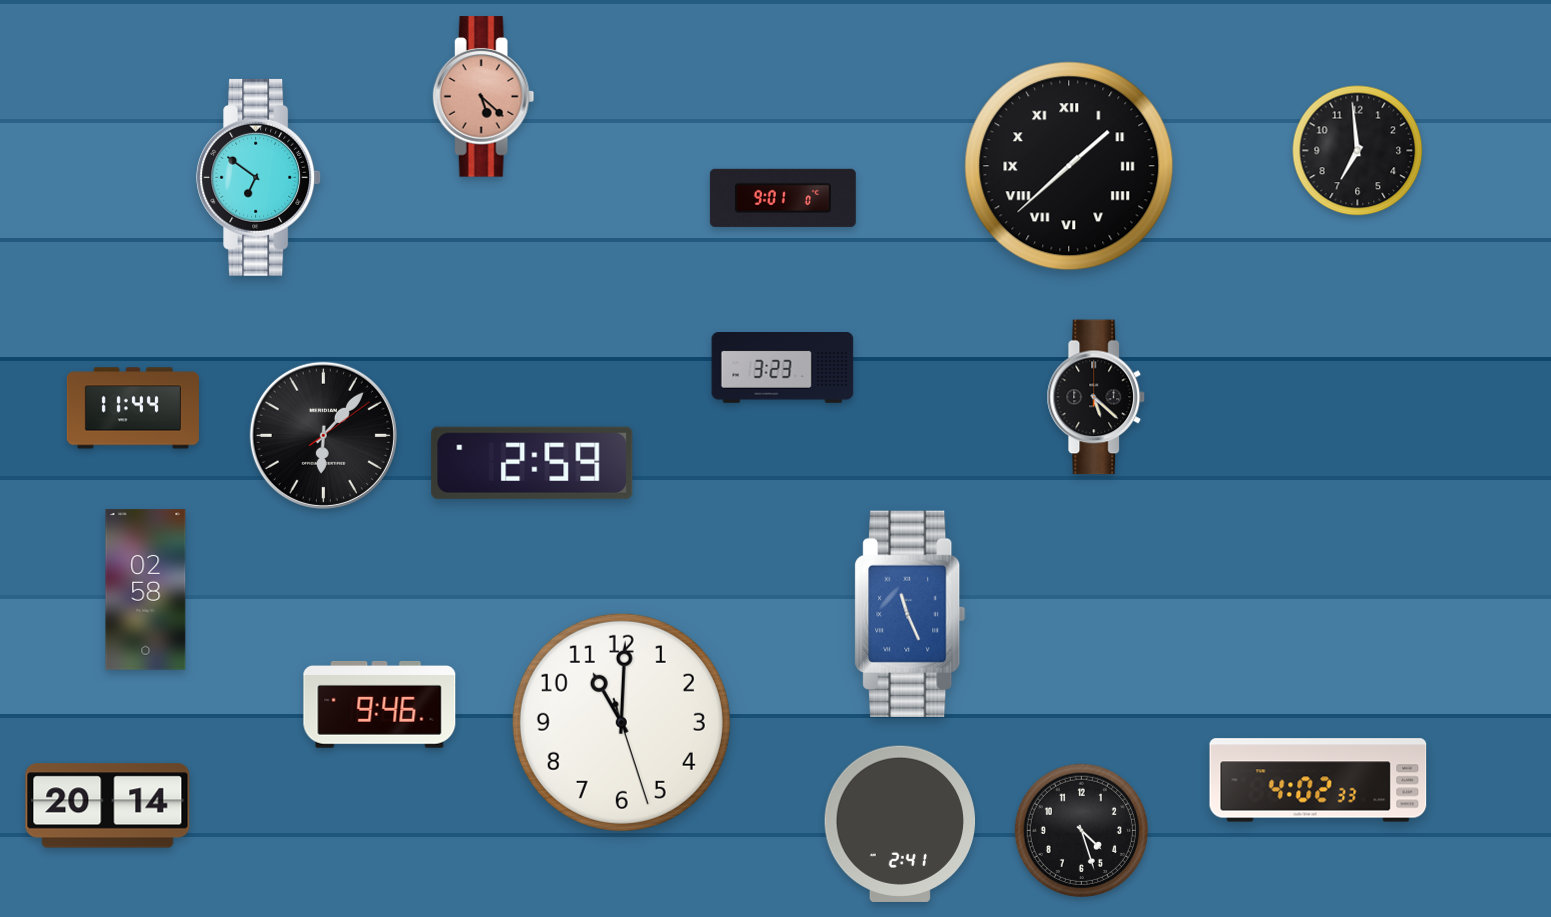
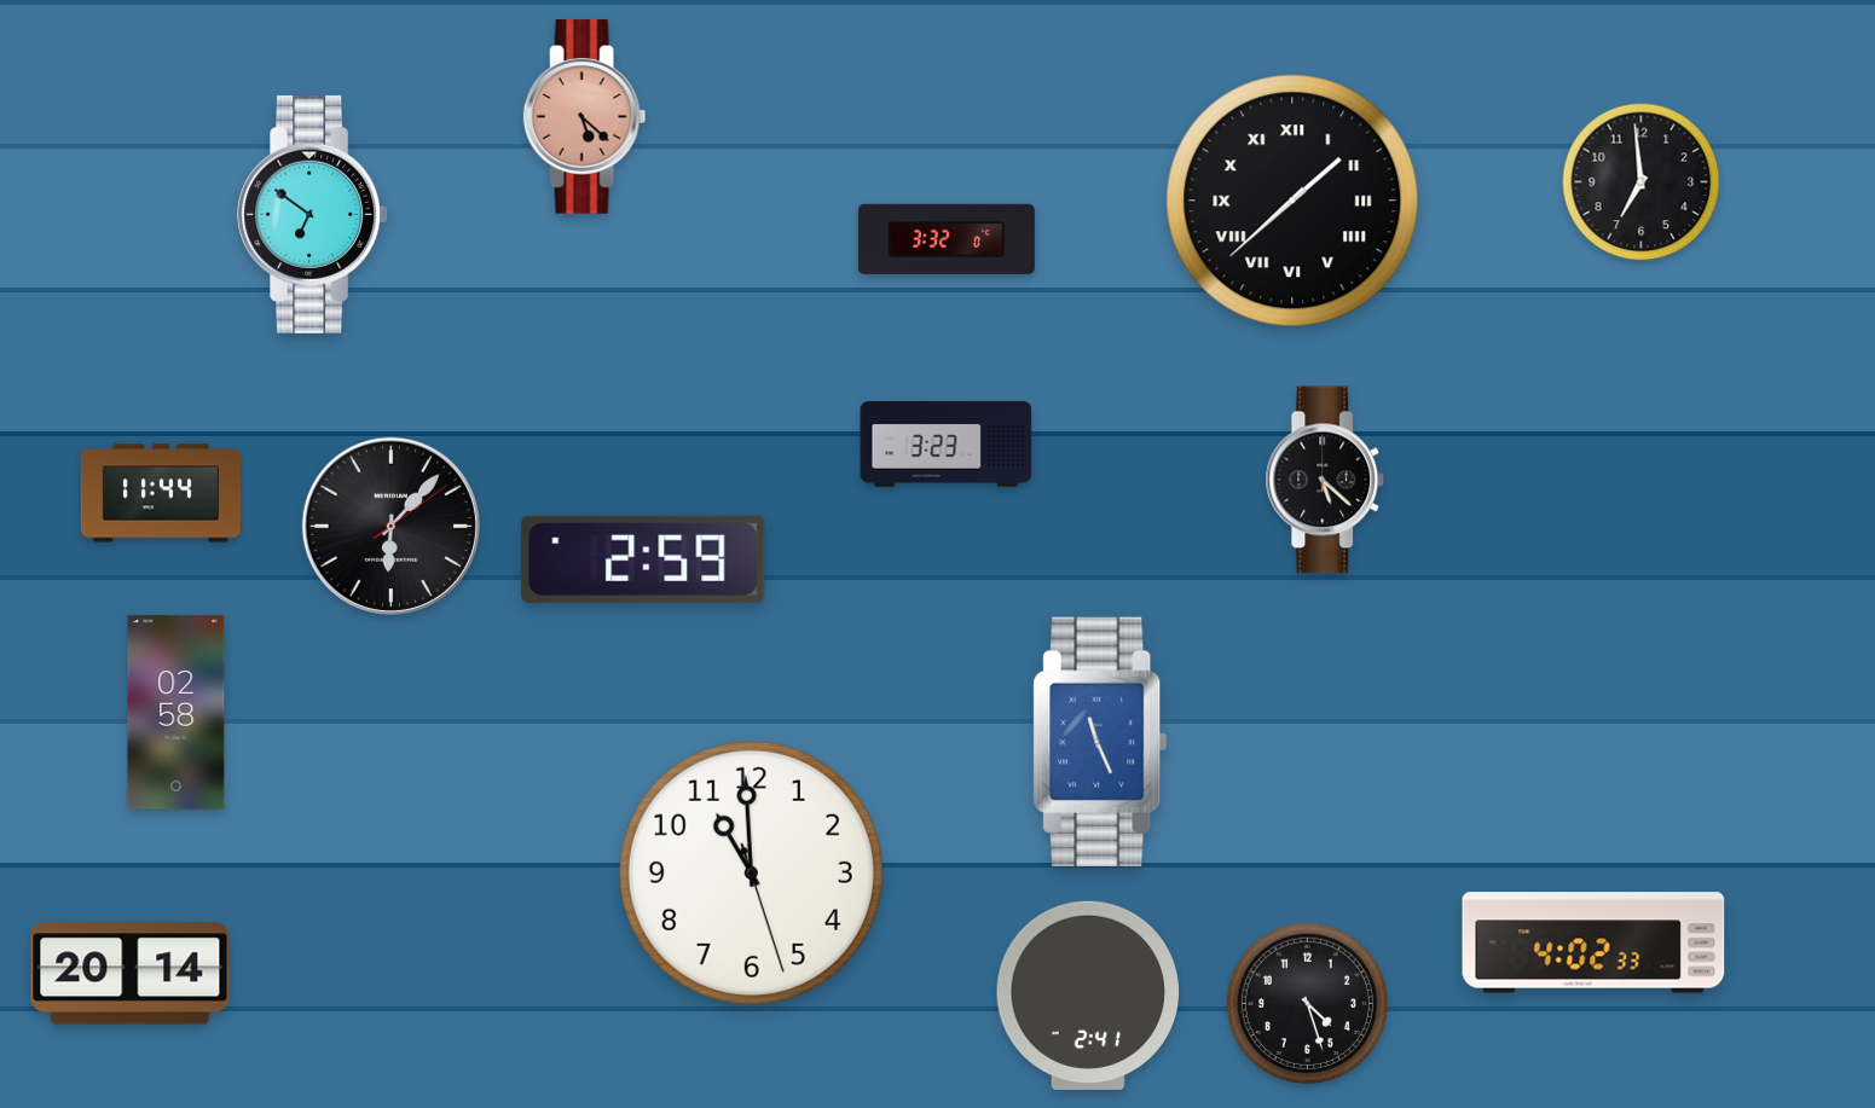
clock at (783, 198): 9:01 -> 3:32
clock at (380, 705): 9:46 -> none
clock at (621, 722): 11:00 -> 10:59
